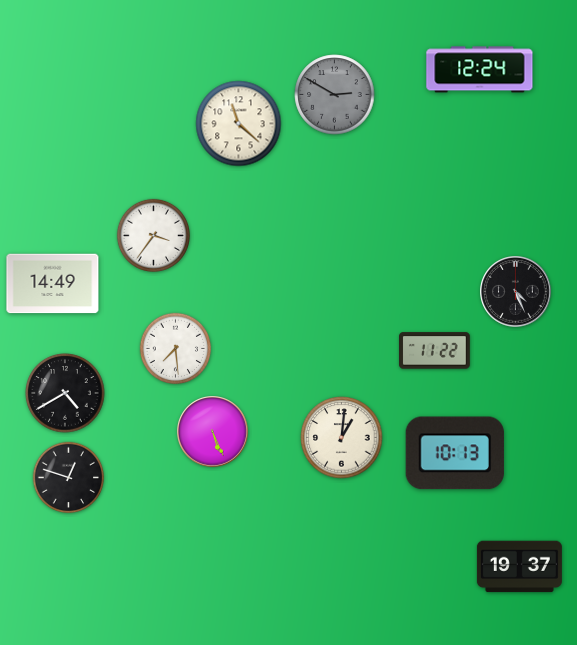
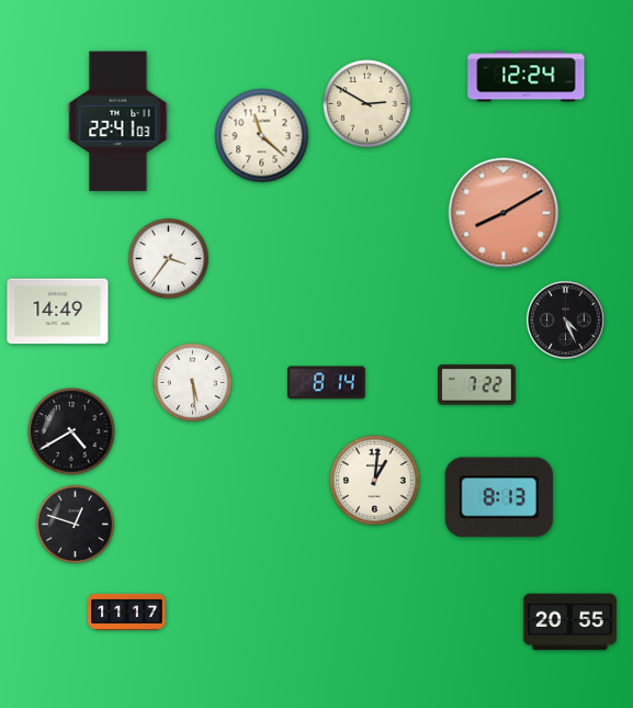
clock at (335, 95) dial: grey -> cream
clock at (118, 122): none -> 22:41
clock at (504, 213): none -> 8:10
clock at (176, 349): 7:29 -> 5:29
clock at (327, 383): none -> 8:14
clock at (435, 351): 11:22 -> 7:22
clock at (213, 432): 5:26 -> none
clock at (455, 453): 10:13 -> 8:13
clock at (127, 611): none -> 11:17
clock at (519, 567): 19:37 -> 20:55
